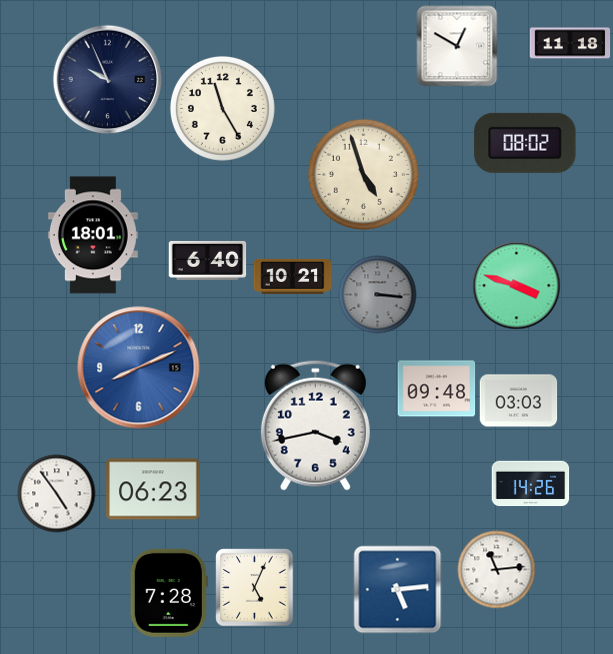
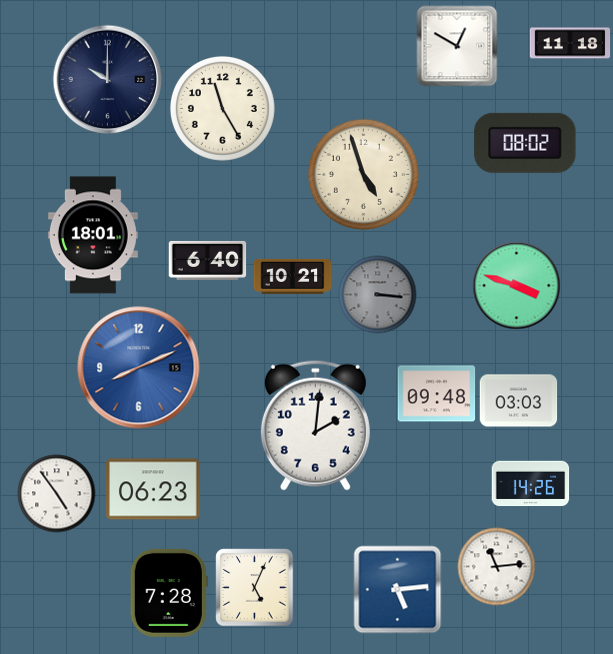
clock at (107, 79): 9:56 -> 10:00
clock at (436, 389) position: (436, 389) -> (436, 394)
clock at (315, 425): 3:43 -> 2:01
clock at (496, 569) position: (496, 569) -> (496, 566)
